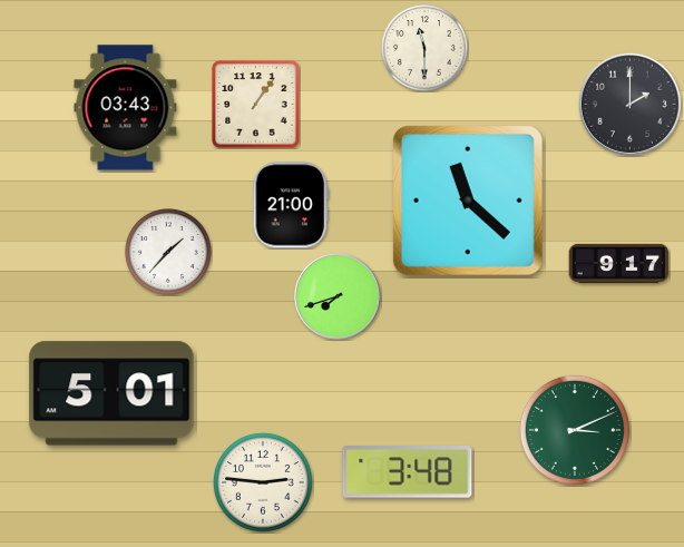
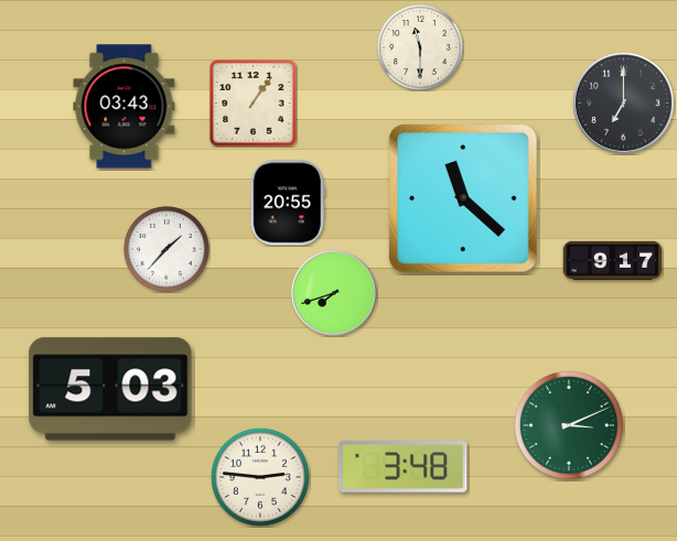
clock at (629, 104): 2:00 -> 7:00
clock at (291, 205): 21:00 -> 20:55
clock at (111, 393): 5:01 -> 5:03
